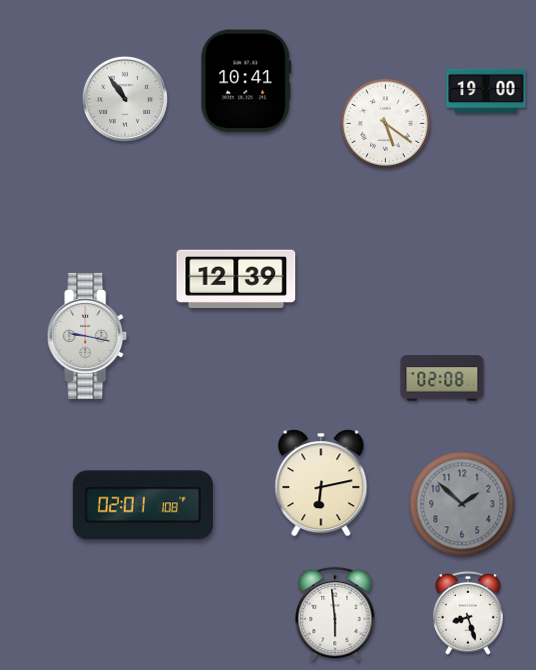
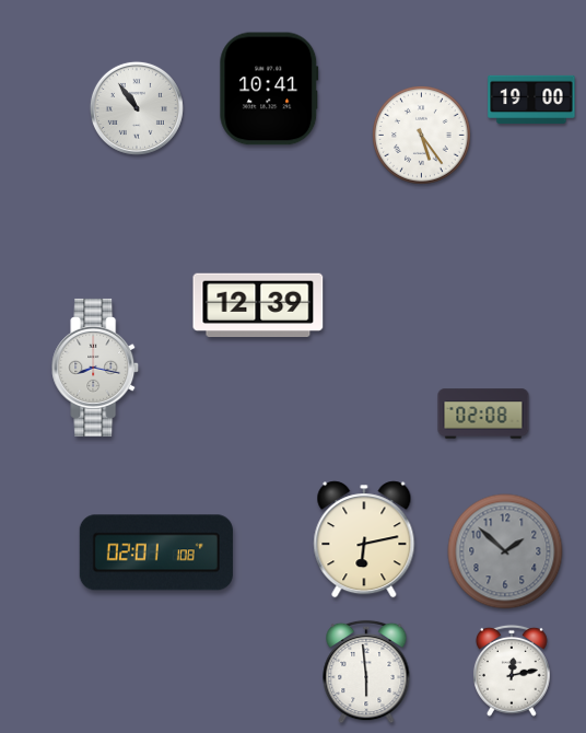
clock at (386, 124): 5:21 -> 5:24
clock at (88, 336): 9:17 -> 8:17
clock at (321, 483) position: (321, 483) -> (364, 539)
clock at (468, 613): 8:27 -> 12:13
